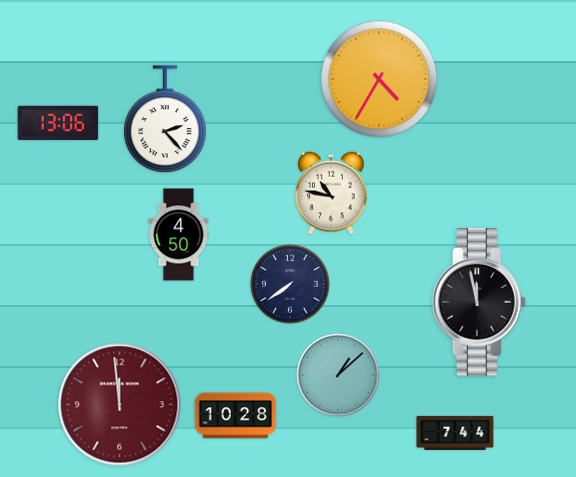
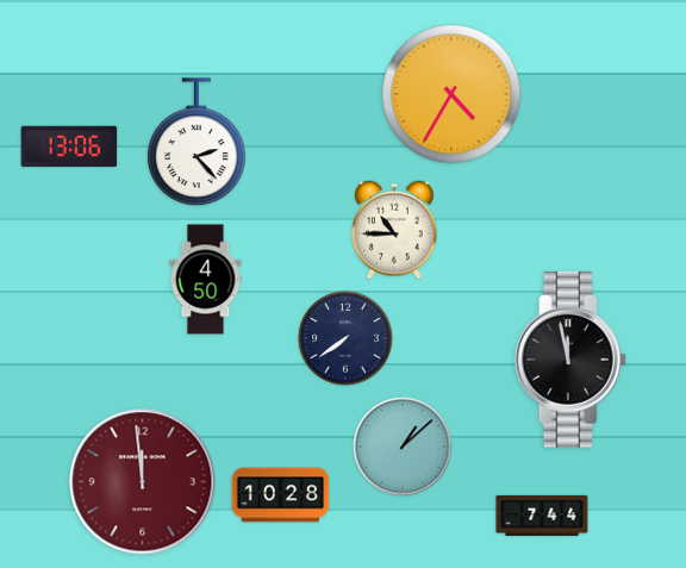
clock at (332, 193): 10:47 -> 10:45
clock at (179, 235) position: (179, 235) -> (206, 280)
